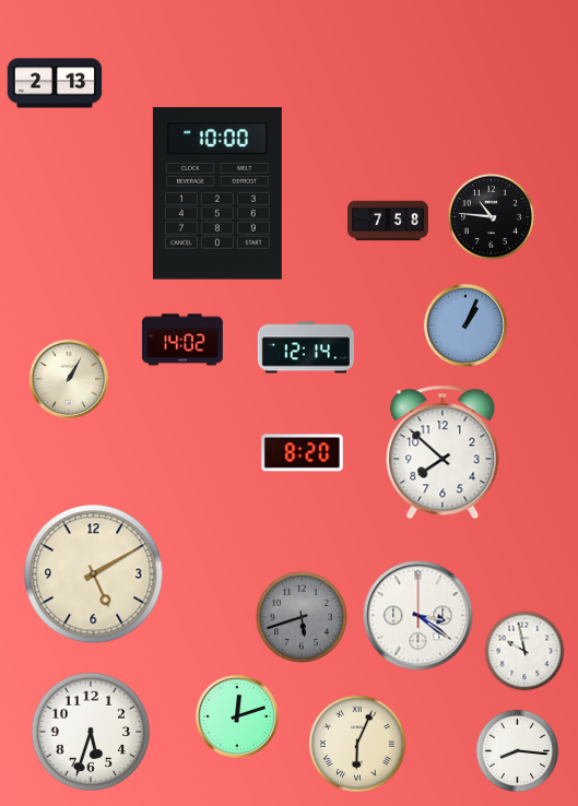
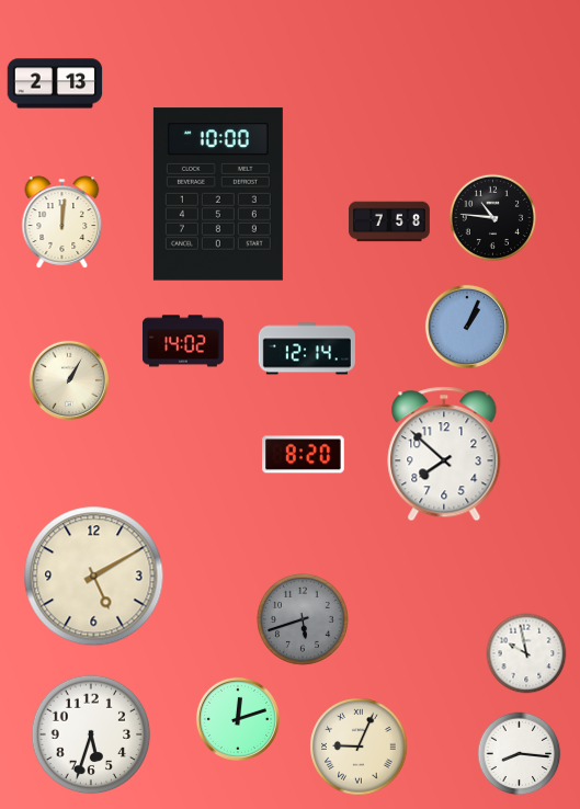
clock at (62, 223): none -> 12:01
clock at (418, 616): 3:21 -> none
clock at (357, 744): 6:04 -> 9:04
